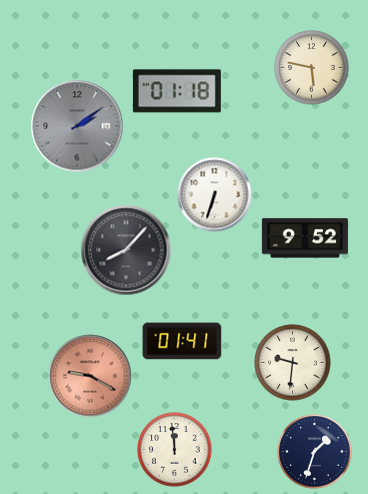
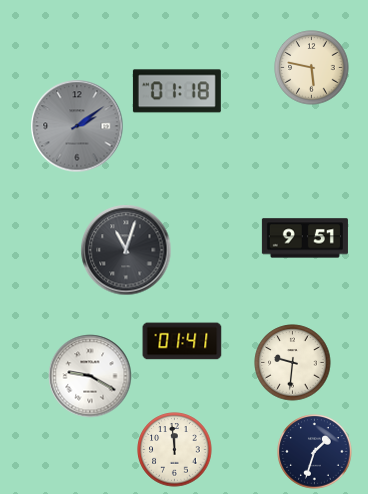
clock at (215, 195): 6:33 -> none
clock at (305, 238): 9:52 -> 9:51
clock at (126, 250): 8:07 -> 11:03
clock at (90, 376) dial: salmon -> white
